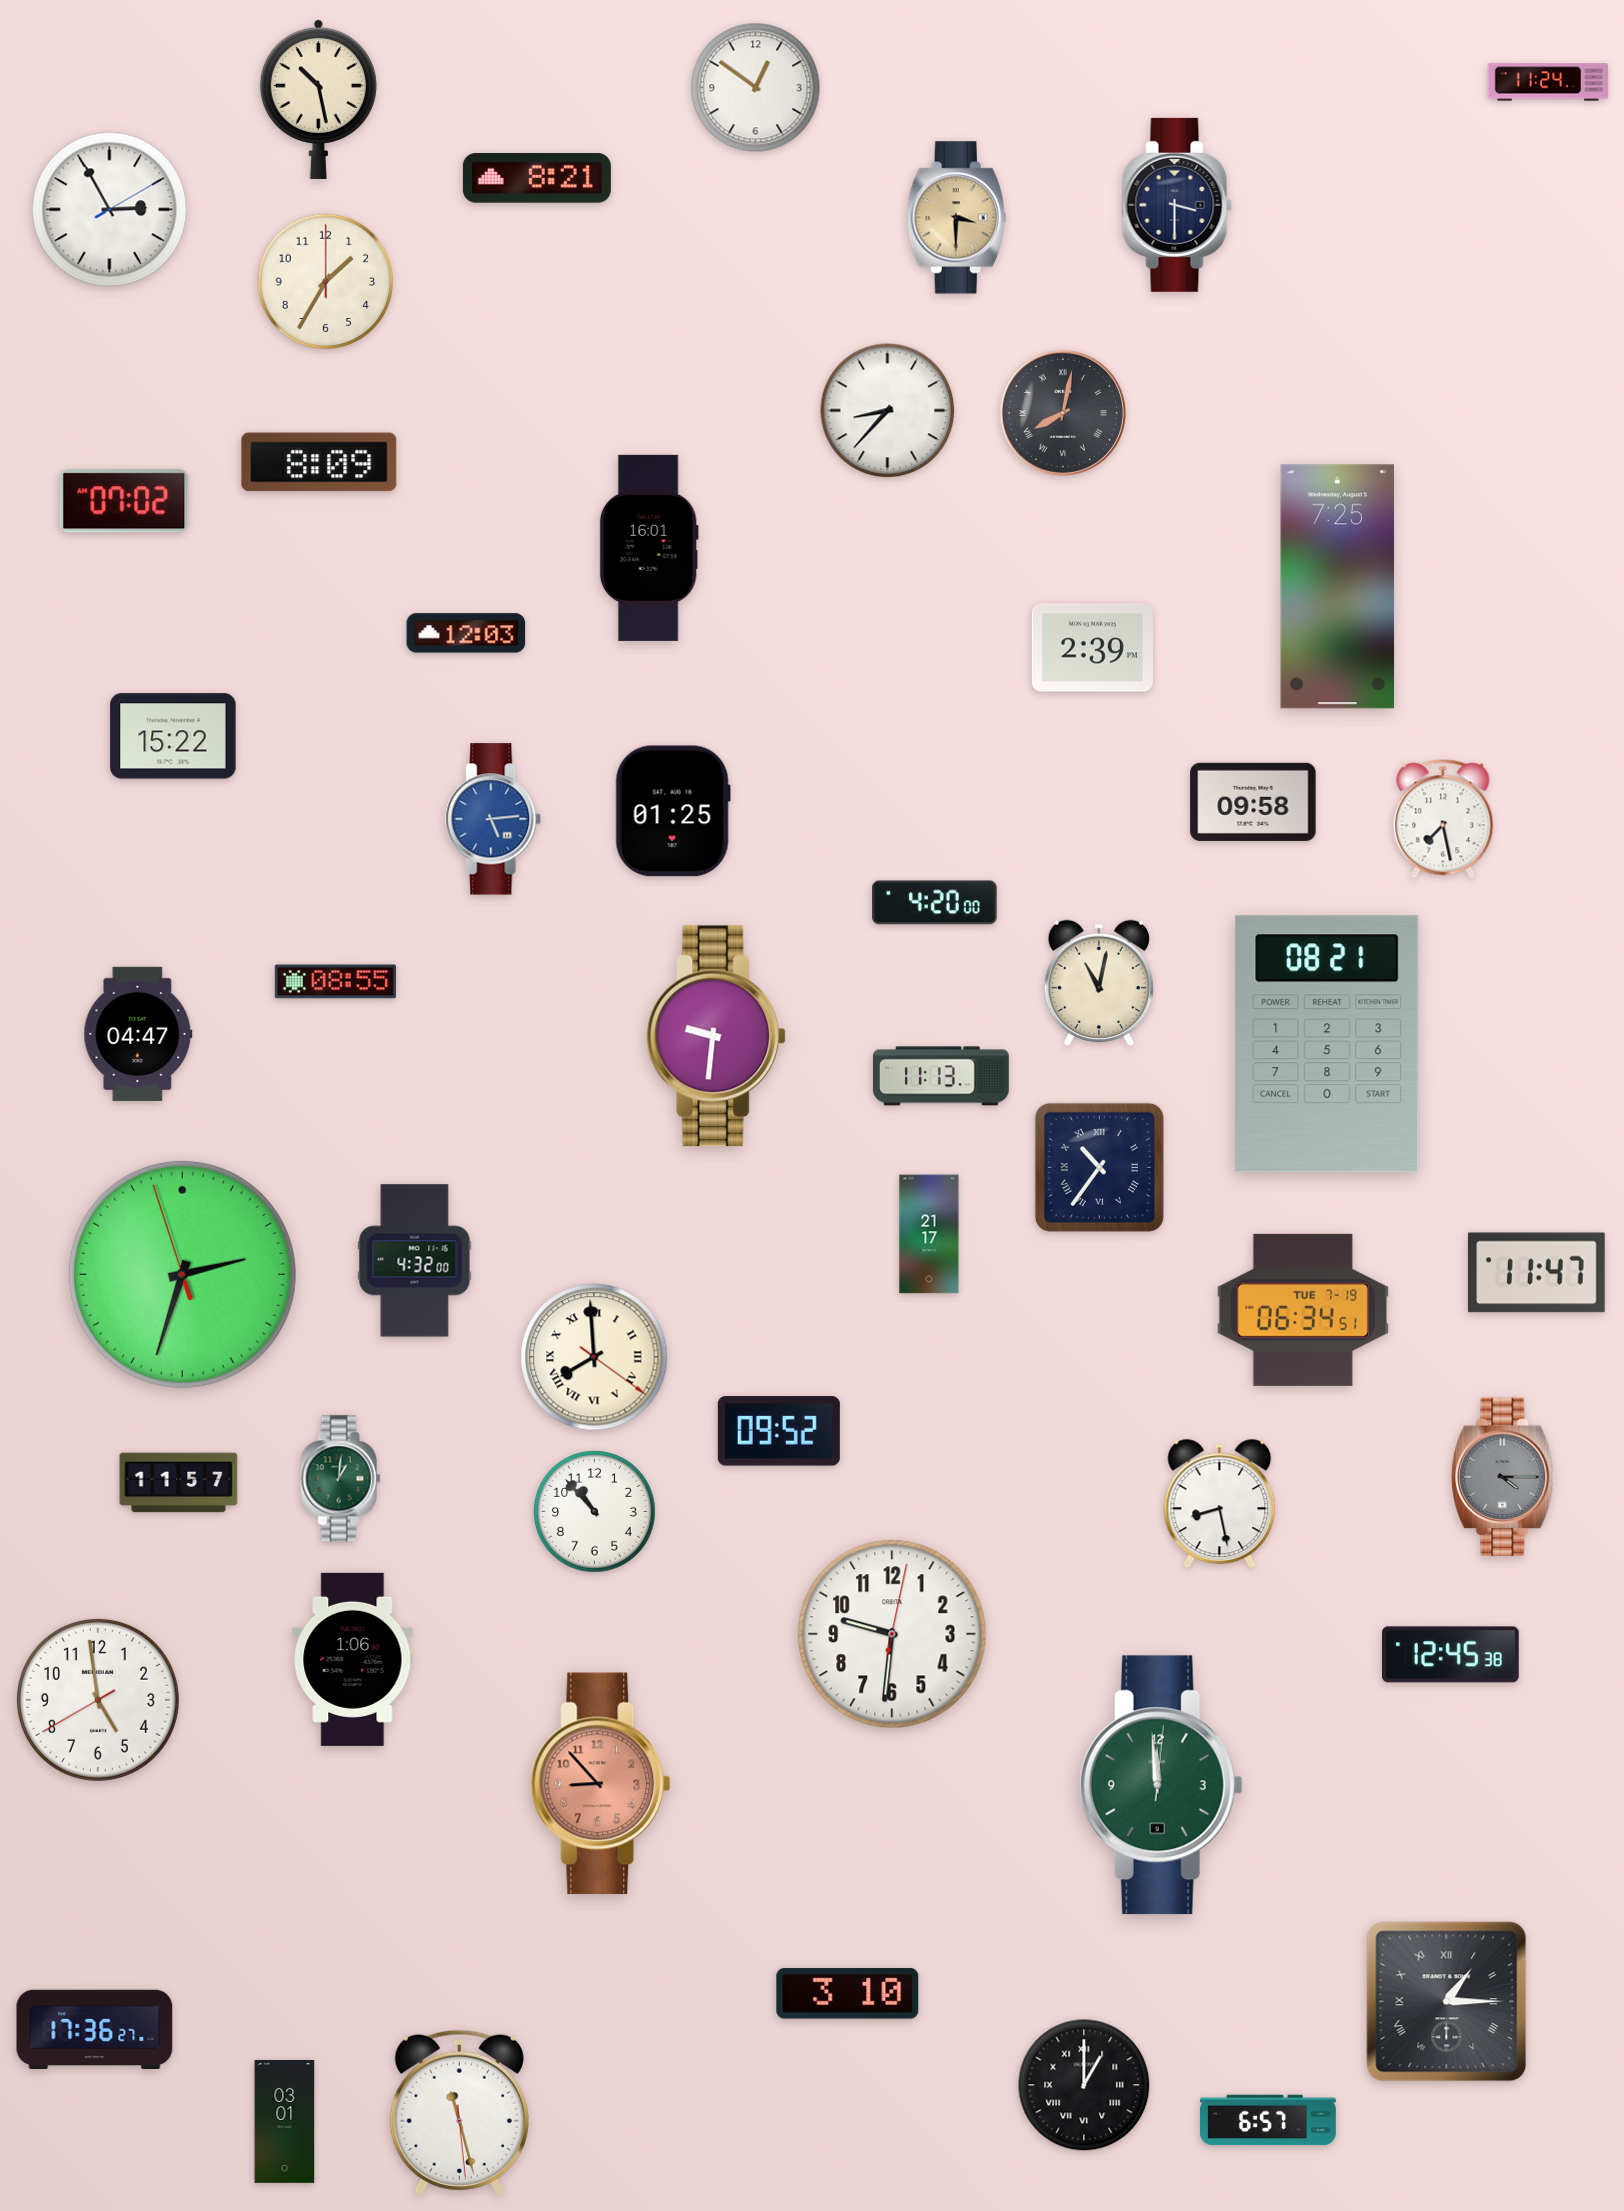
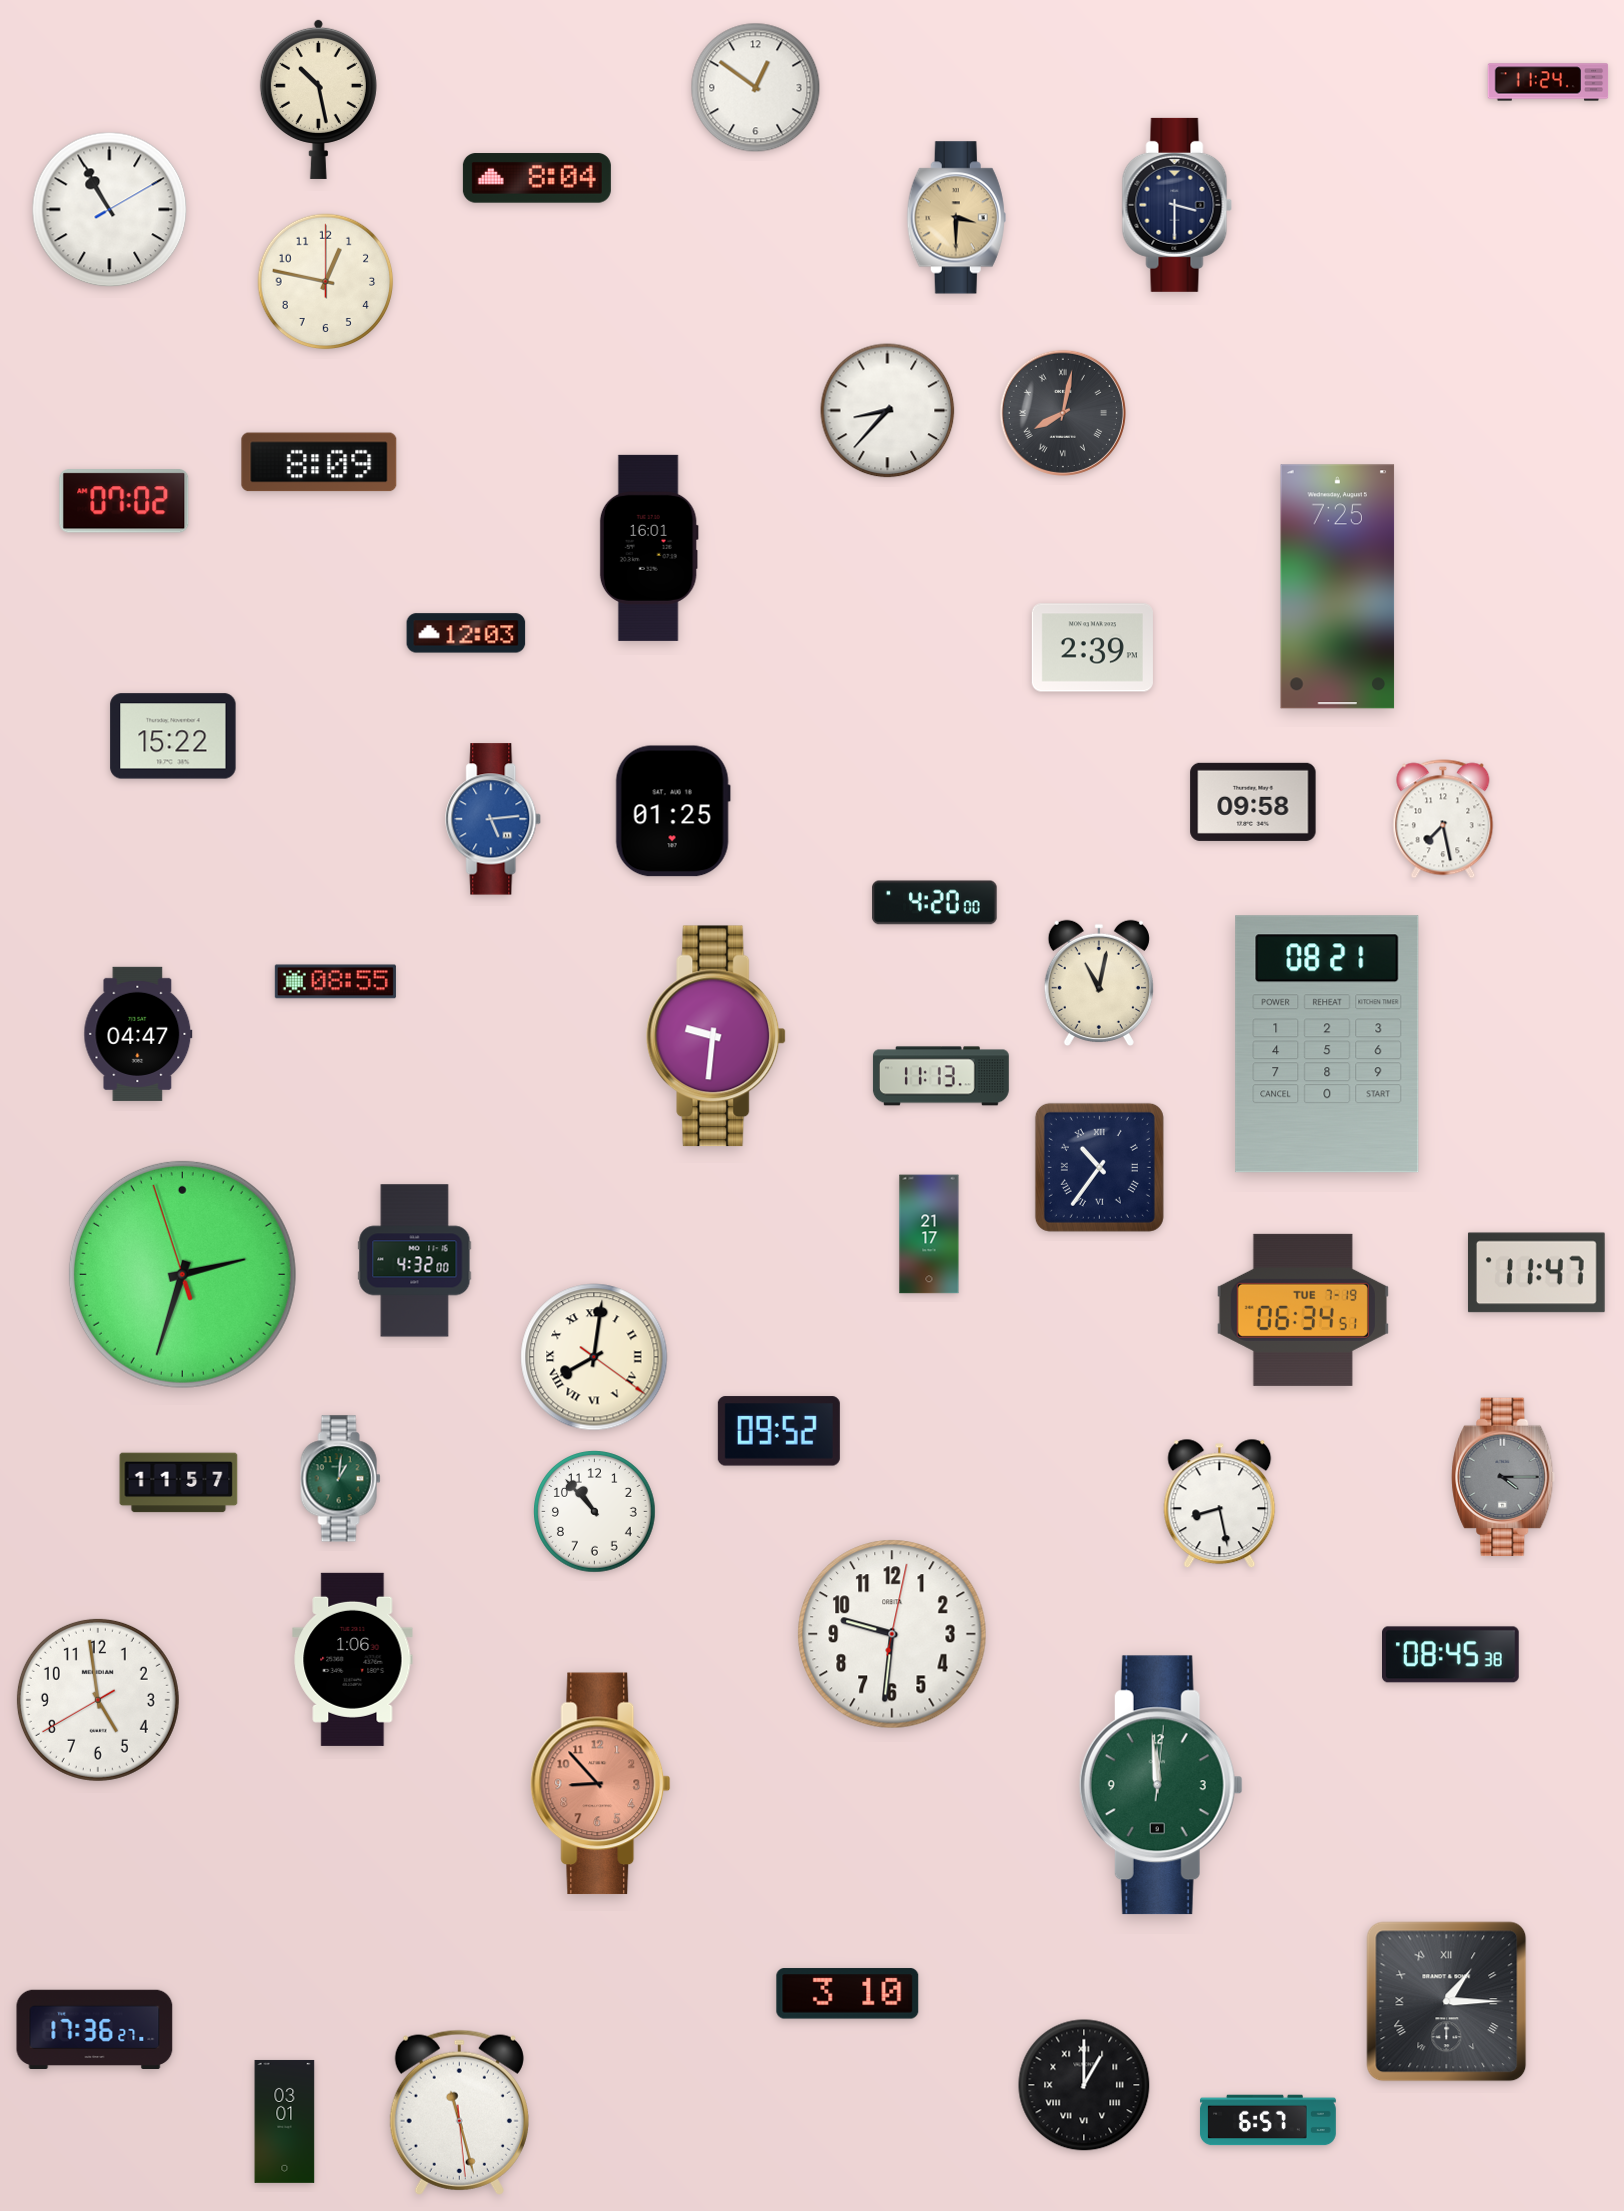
clock at (537, 178): 8:21 -> 8:04
clock at (110, 210): 2:55 -> 10:55
clock at (326, 282): 1:35 -> 12:47
clock at (594, 1357): 7:59 -> 8:01
clock at (1451, 1655): 12:45 -> 08:45
